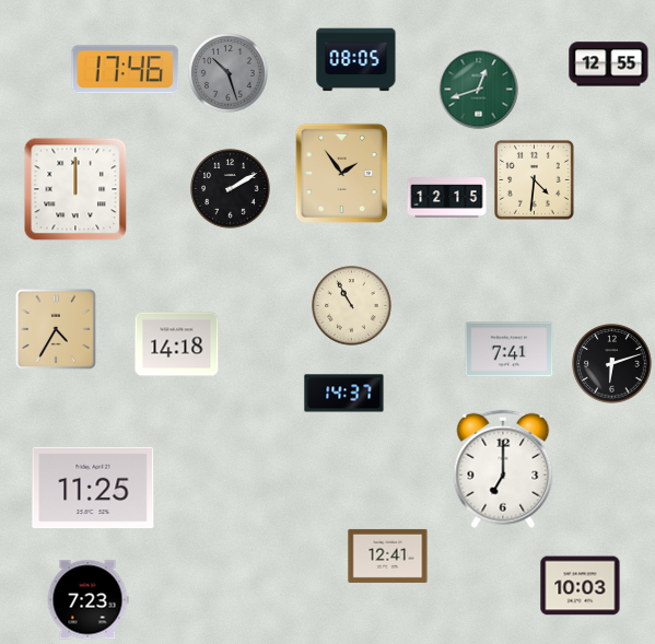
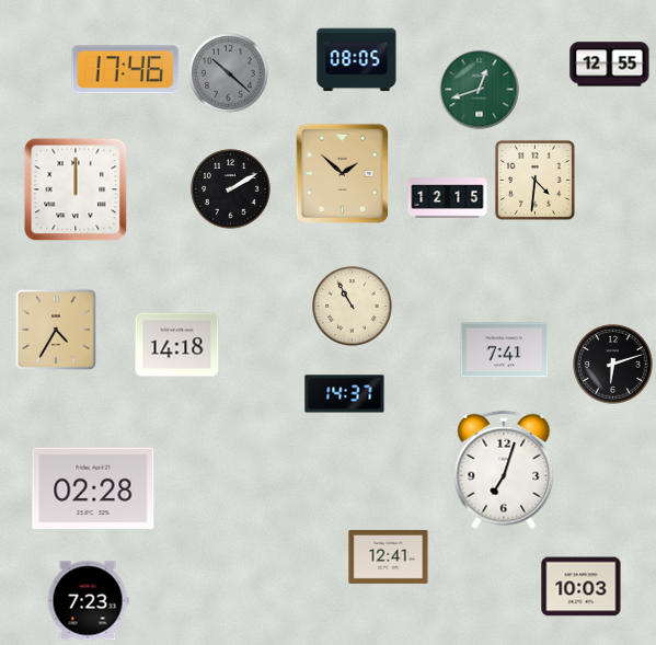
clock at (229, 73): 10:27 -> 10:22
clock at (341, 173): 1:54 -> 1:52
clock at (510, 350) position: (510, 350) -> (505, 350)
clock at (503, 469): 7:00 -> 7:03
clock at (93, 488): 11:25 -> 02:28
